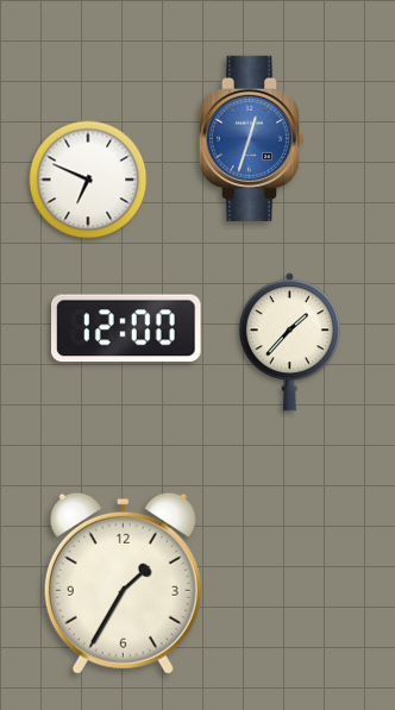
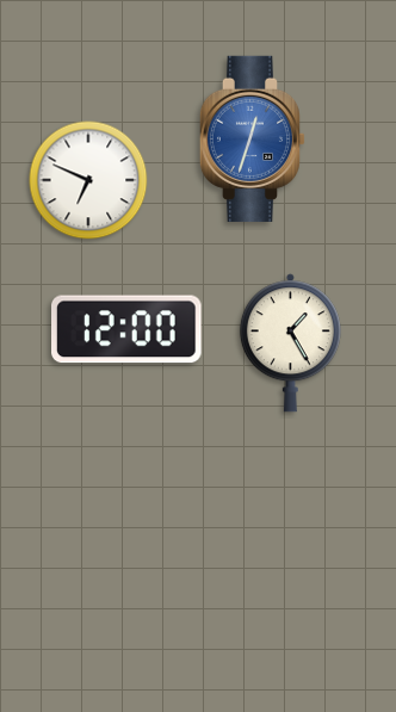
clock at (289, 343): 1:37 -> 1:25
clock at (123, 583): 1:35 -> none
